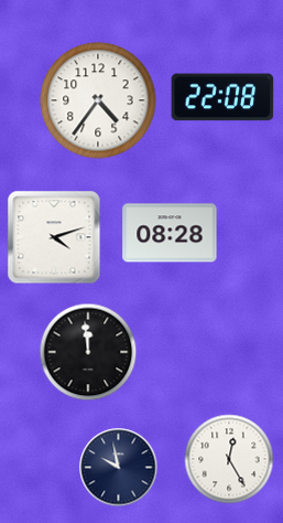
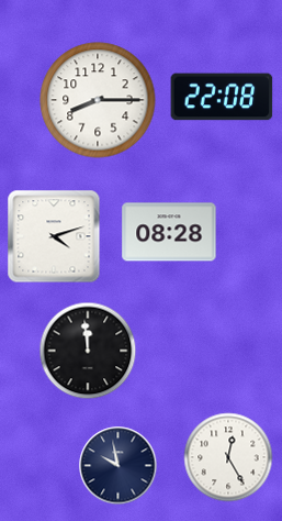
clock at (98, 100): 4:36 -> 8:15
